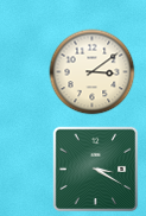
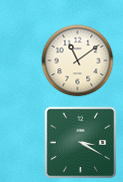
clock at (93, 72): 3:09 -> 11:09
